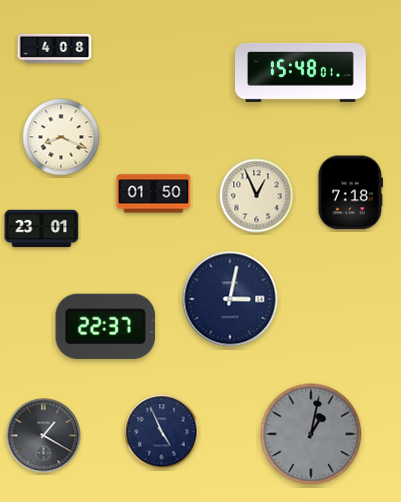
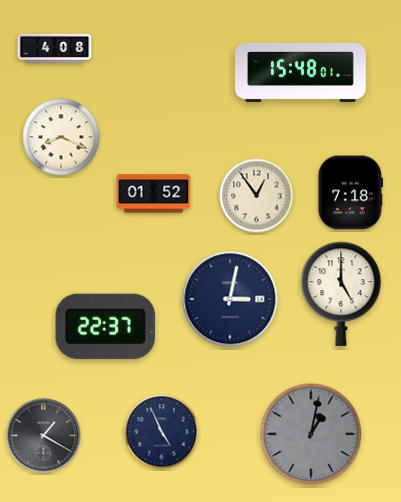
clock at (154, 194): 01:50 -> 01:52
clock at (257, 196): 12:56 -> 12:54
clock at (42, 229): 23:01 -> none
clock at (341, 294): none -> 5:00
